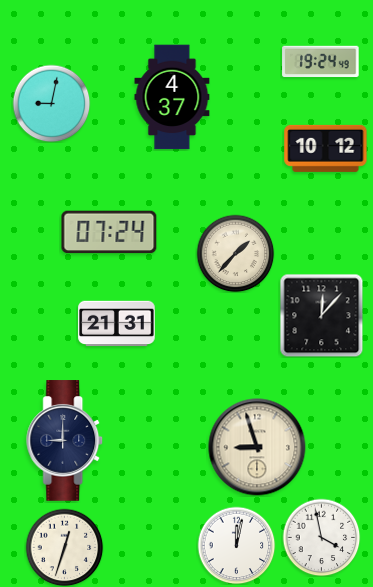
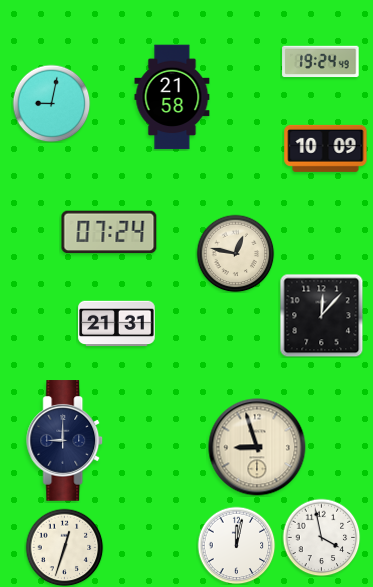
clock at (172, 97): 4:37 -> 21:58
clock at (326, 148): 10:12 -> 10:09
clock at (235, 253): 1:37 -> 12:47
